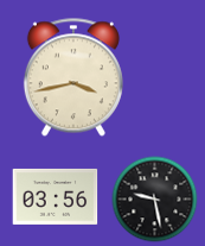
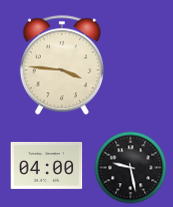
clock at (73, 77): 3:43 -> 3:46
clock at (56, 196): 03:56 -> 04:00
